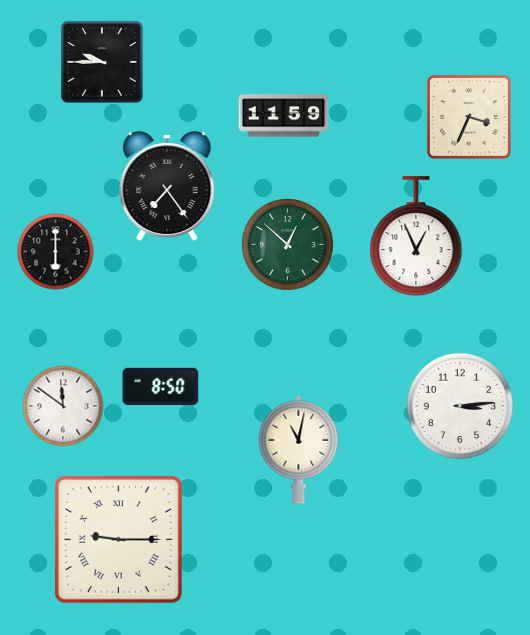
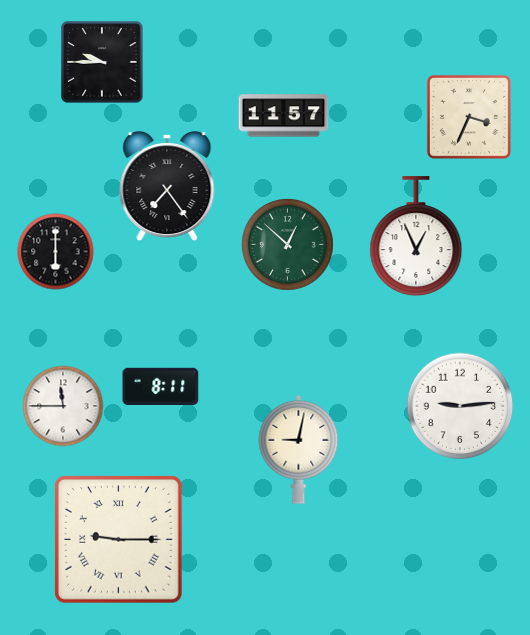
clock at (284, 116): 11:59 -> 11:57
clock at (161, 387): 8:50 -> 8:11
clock at (63, 406): 11:51 -> 11:45
clock at (460, 406): 3:14 -> 9:14
clock at (299, 449): 11:02 -> 9:02
